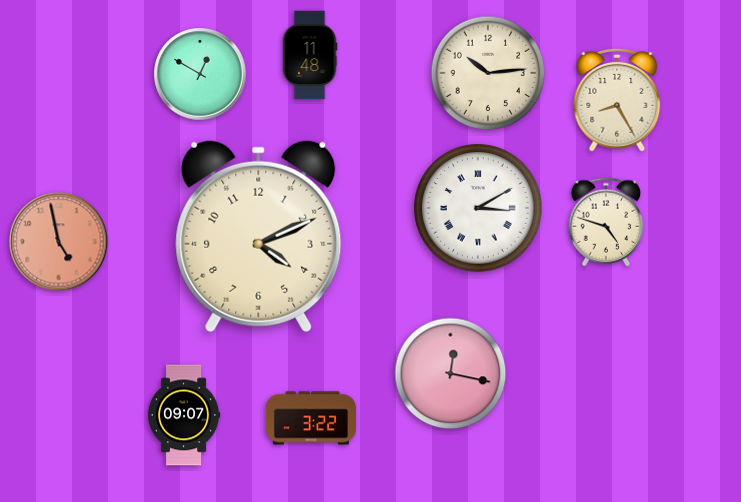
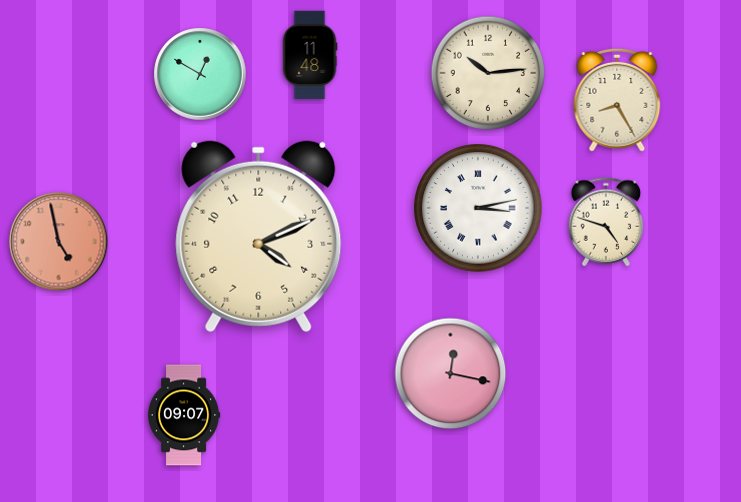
clock at (478, 208): 3:10 -> 3:13
clock at (311, 418): 3:22 -> none
